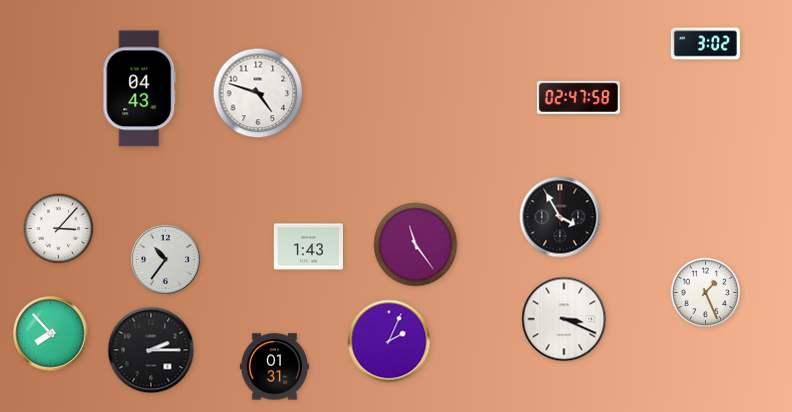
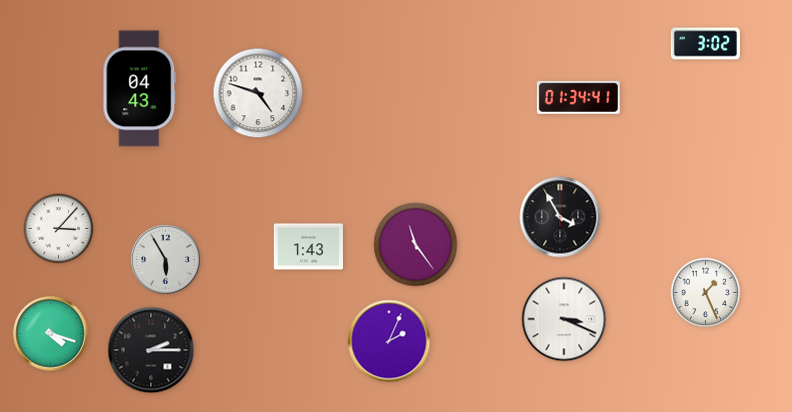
clock at (578, 97): 02:47 -> 01:34
clock at (165, 259): 10:36 -> 5:55
clock at (51, 334): 7:53 -> 4:18
clock at (274, 367): 01:31 -> none
